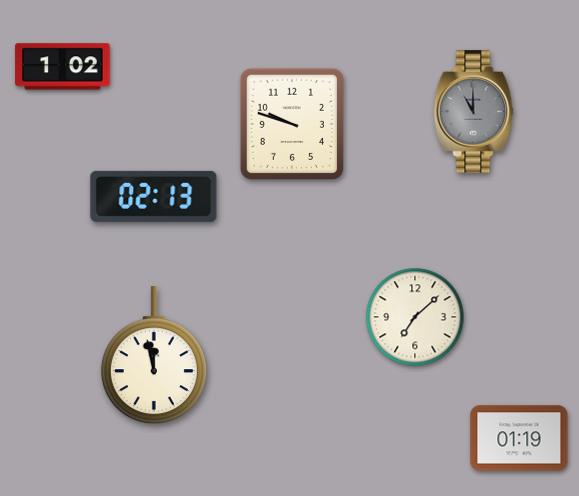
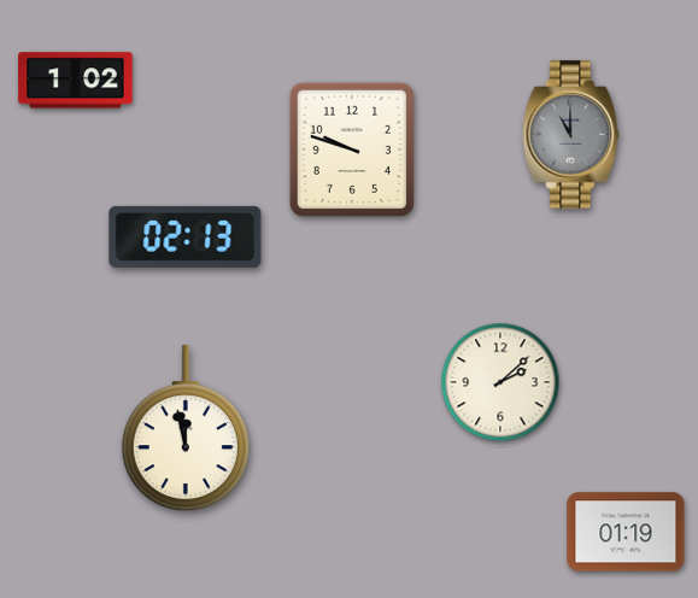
clock at (415, 317): 7:08 -> 2:08
clock at (519, 438) position: (519, 438) -> (626, 532)
